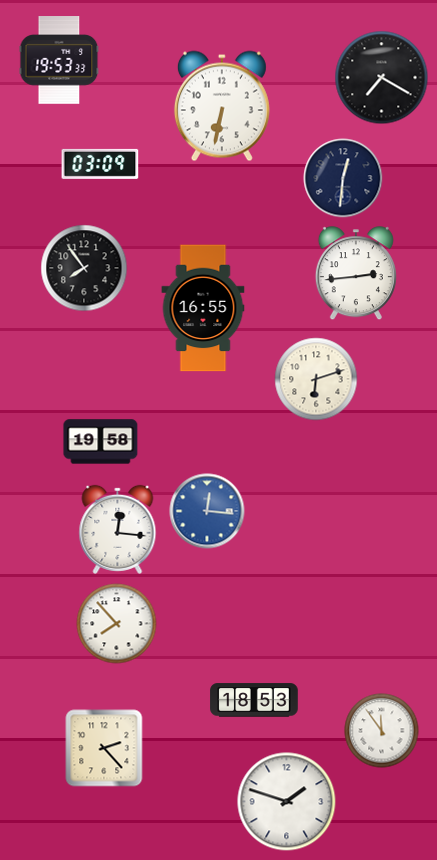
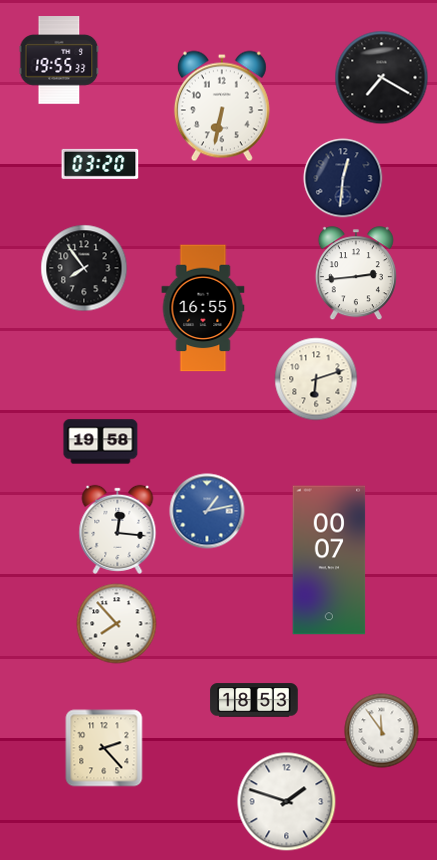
clock at (59, 60): 19:53 -> 19:55
clock at (100, 164): 03:09 -> 03:20
clock at (207, 511): 12:16 -> 1:13
clock at (329, 560): none -> 00:07
